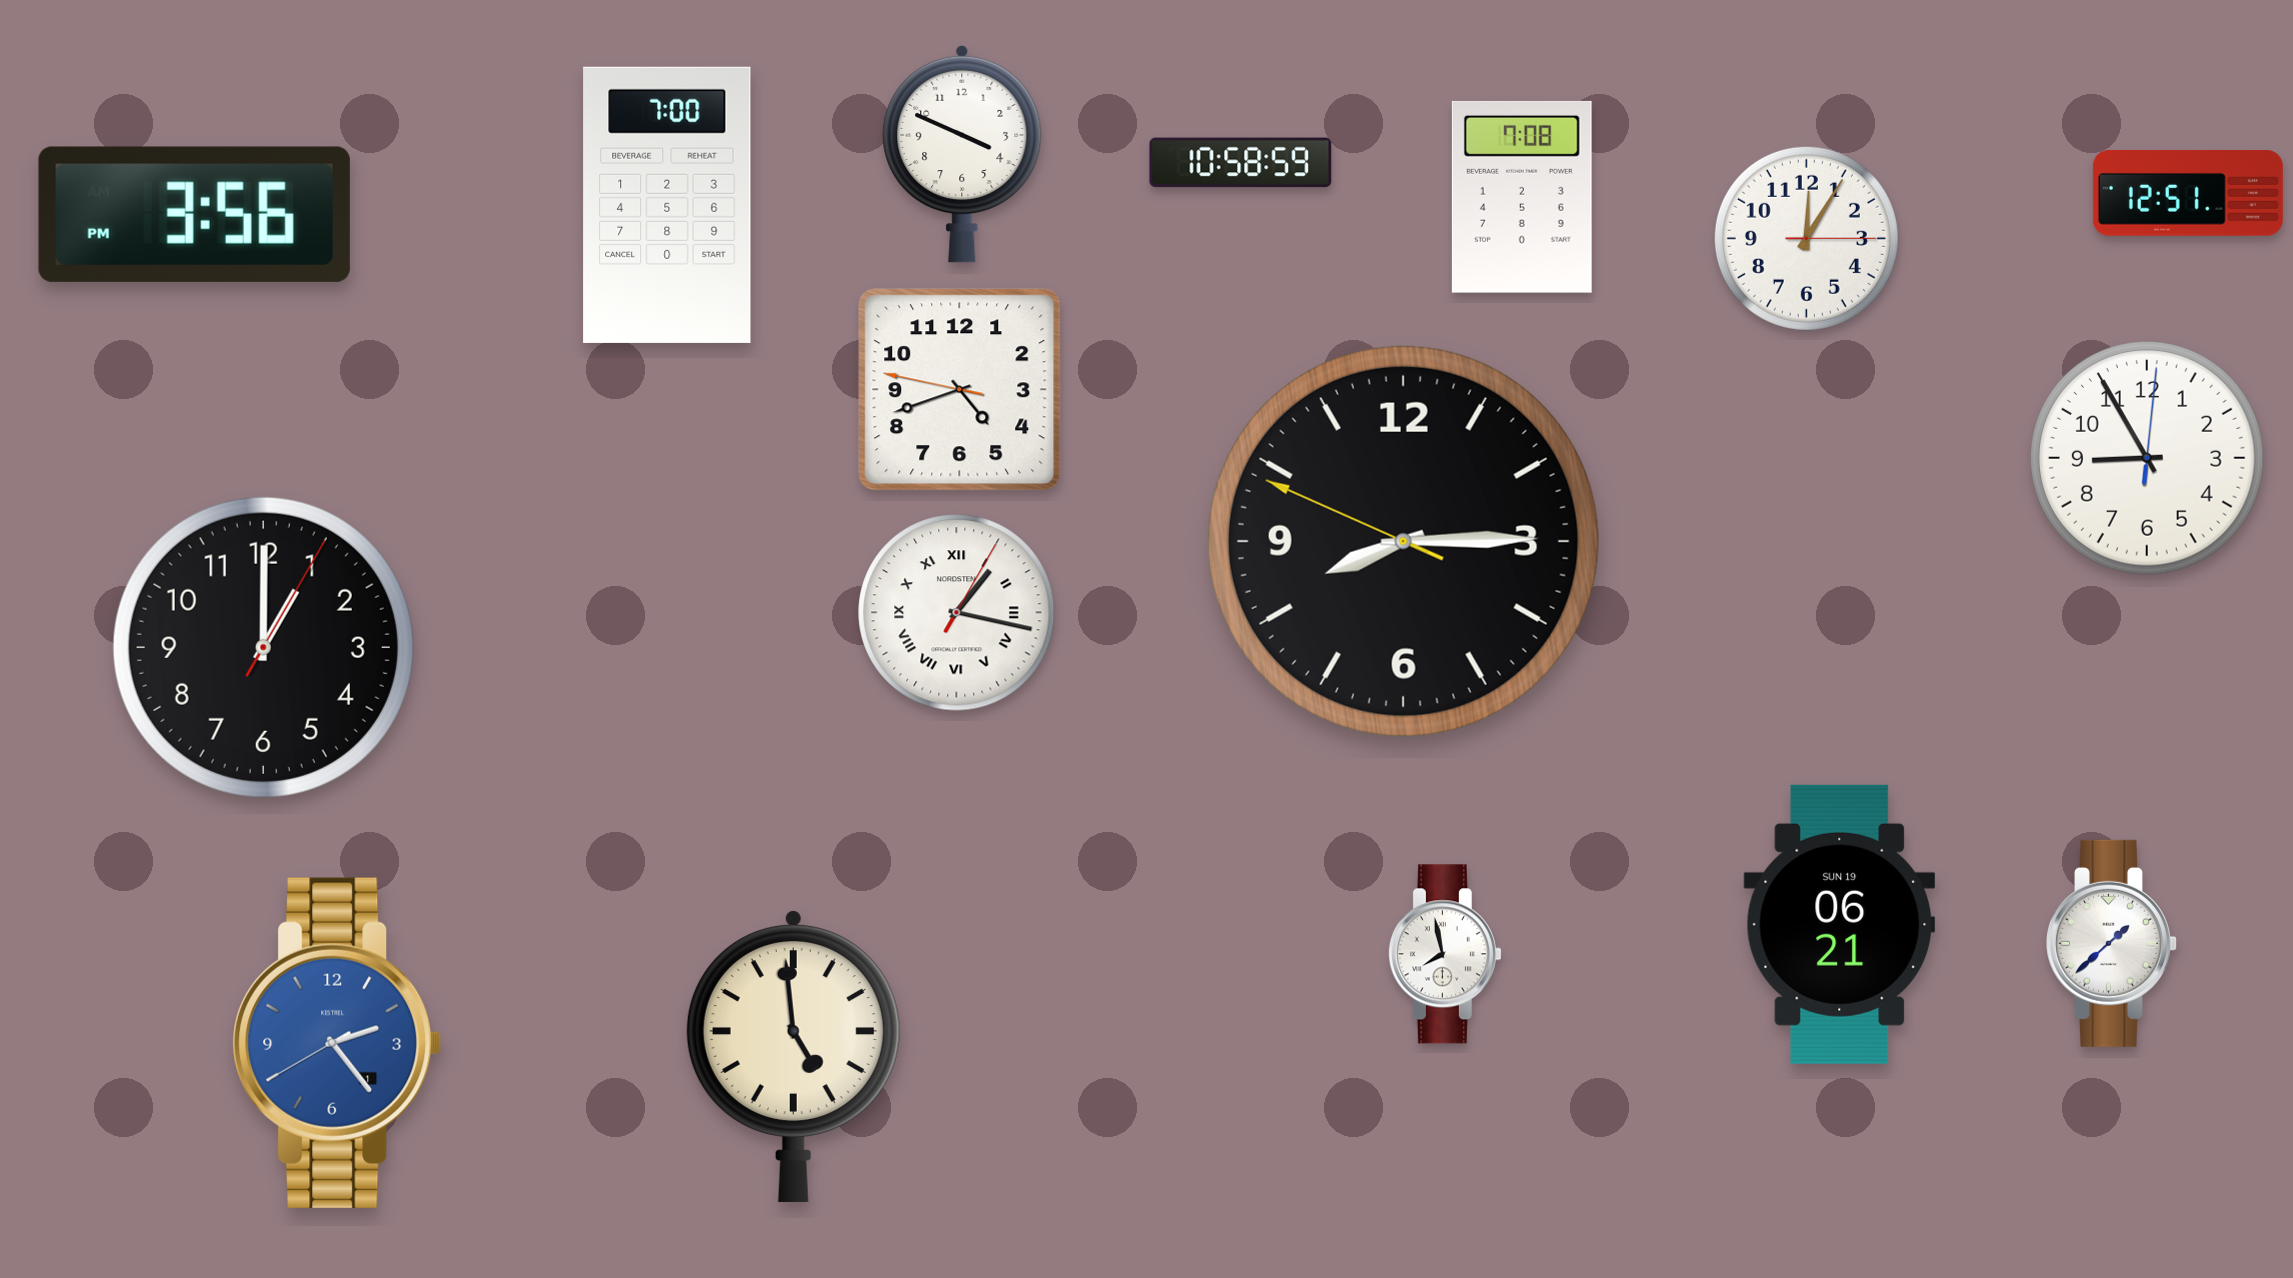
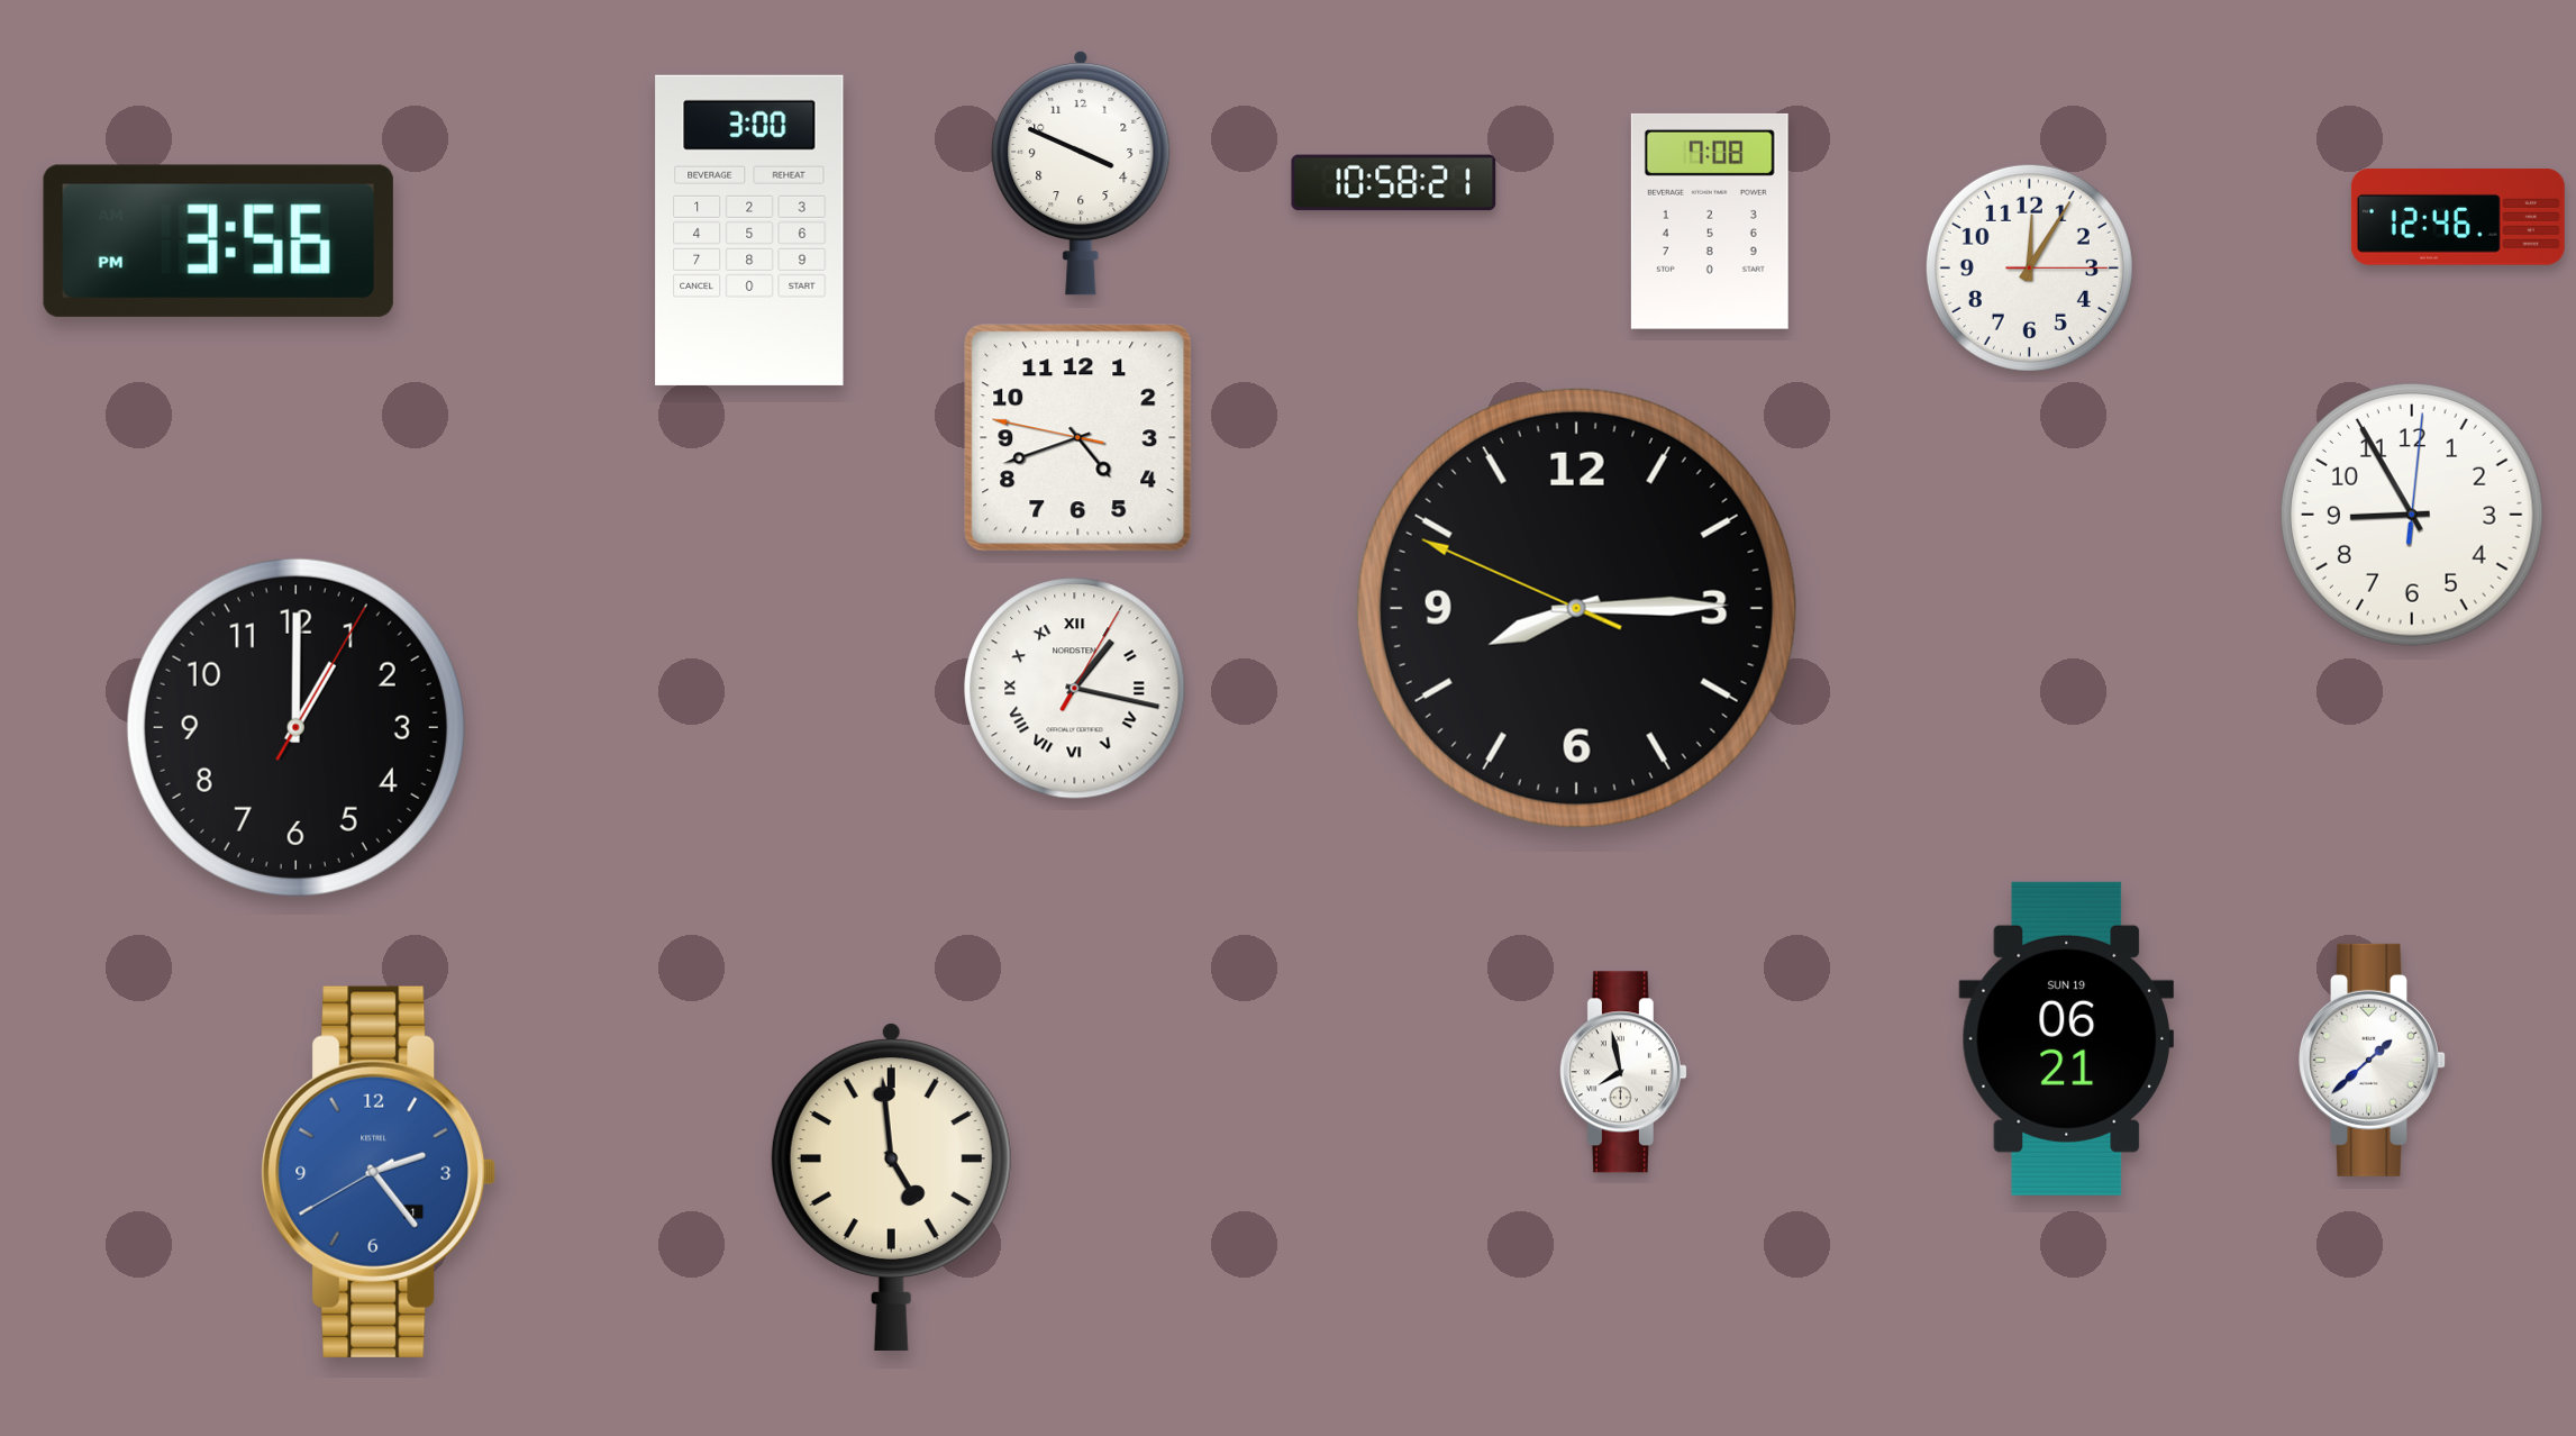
clock at (1241, 163): 10:58:59 -> 10:58:21
clock at (2188, 194): 12:51 -> 12:46
clock at (667, 205): 7:00 -> 3:00
